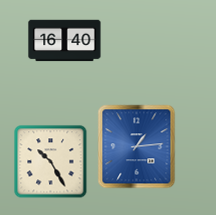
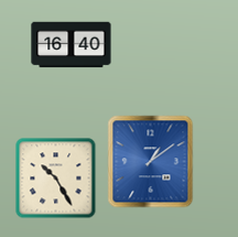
clock at (137, 147): 1:14 -> 1:09
